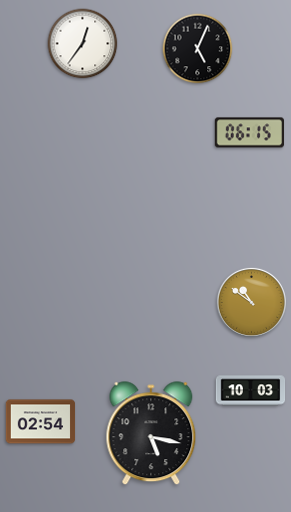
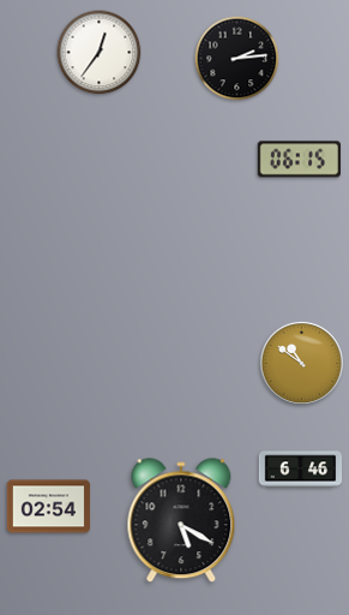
clock at (198, 49): 5:04 -> 2:14
clock at (251, 391): 10:03 -> 6:46
clock at (151, 434): 5:17 -> 5:20
